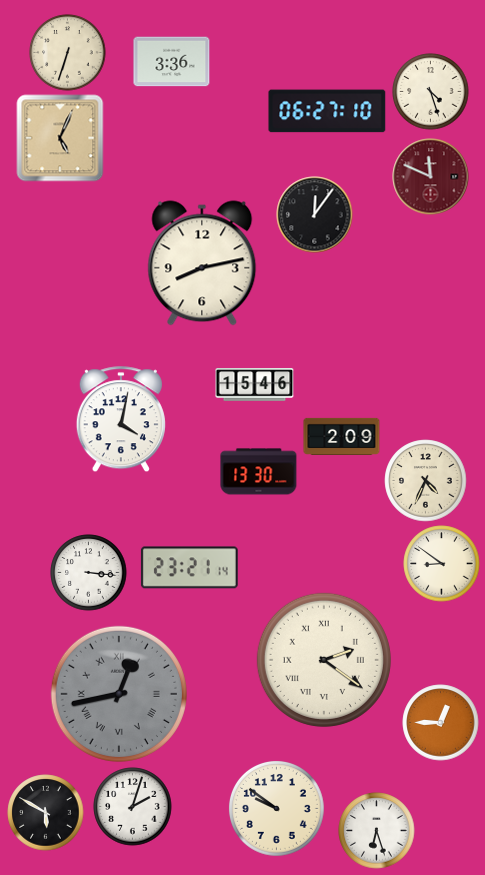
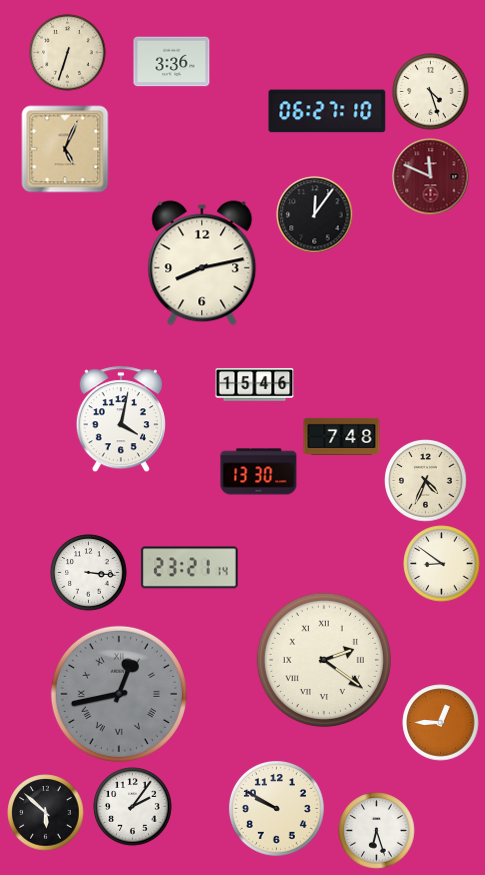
clock at (60, 138) position: (60, 138) -> (65, 149)
clock at (342, 436): 2:09 -> 7:48
clock at (133, 807): 2:03 -> 2:06
clock at (277, 809): 9:51 -> 9:50
clock at (46, 813): 5:50 -> 5:52
